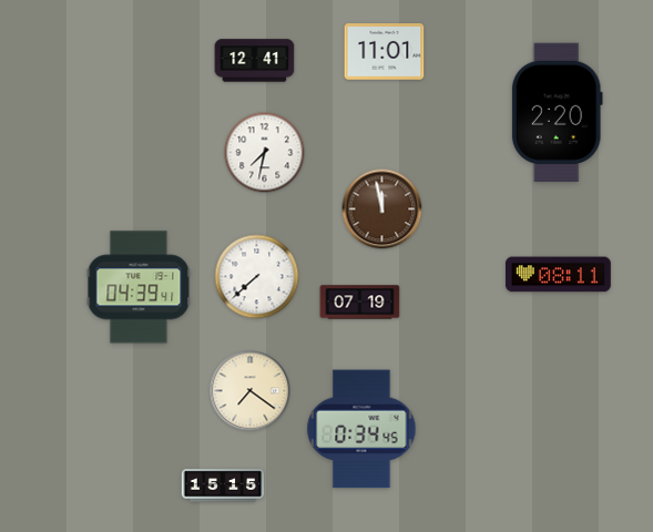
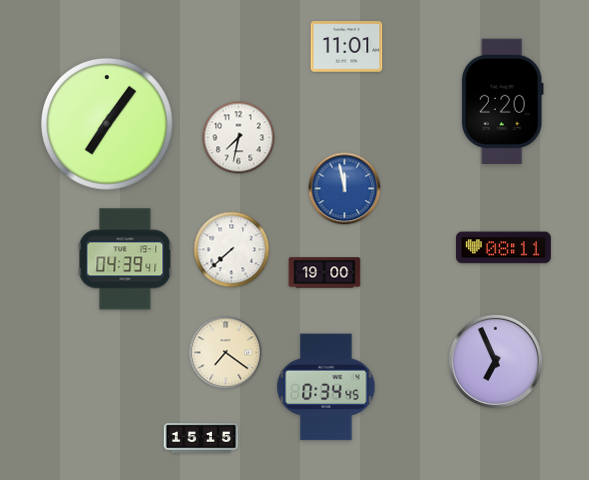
clock at (255, 61): 12:41 -> none
clock at (108, 125): none -> 7:06
clock at (382, 209) dial: brown -> blue
clock at (360, 303): 07:19 -> 19:00
clock at (495, 361): none -> 6:56
